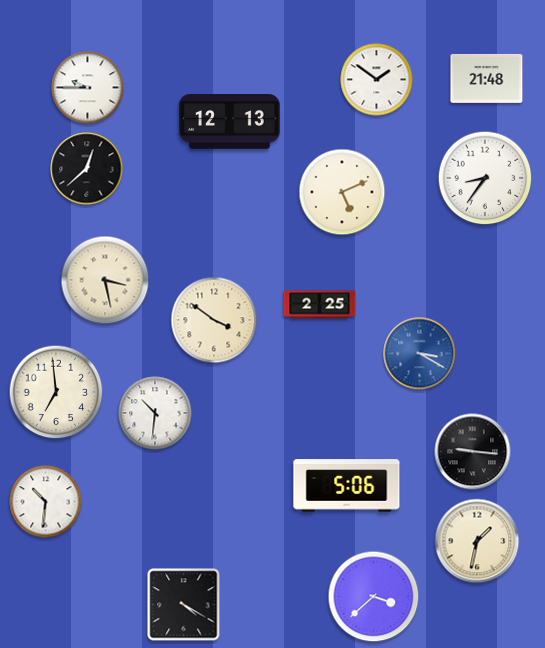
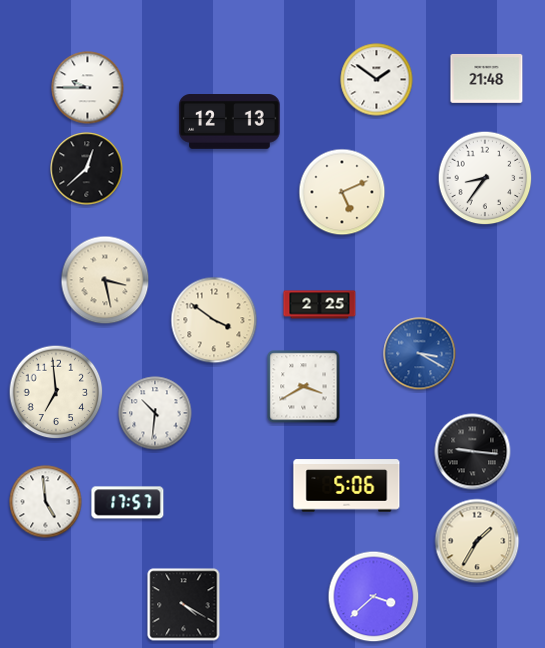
clock at (304, 387): none -> 3:40
clock at (46, 502): 10:31 -> 4:59
clock at (128, 503): none -> 17:57
clock at (477, 541): 1:32 -> 1:35
